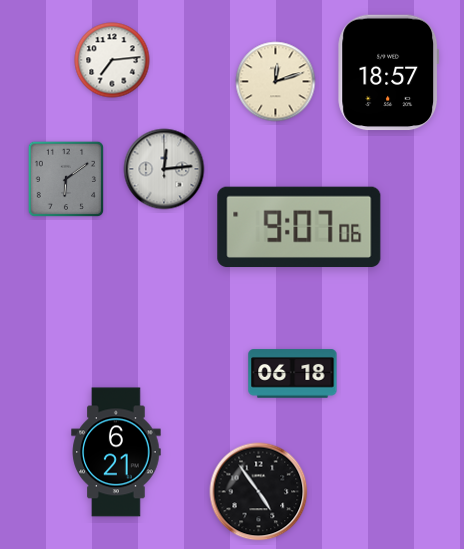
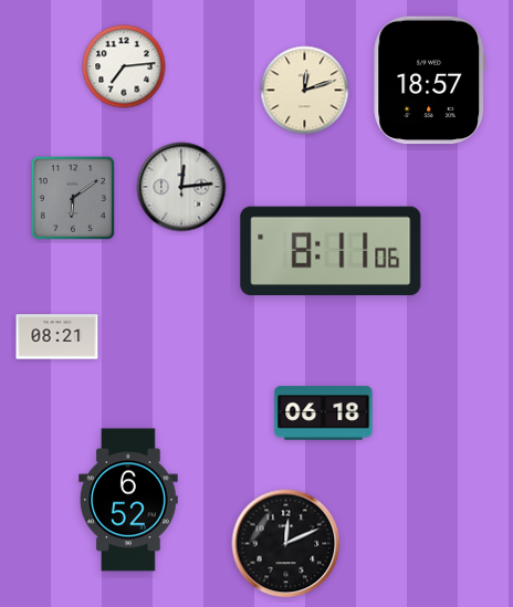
clock at (299, 227): 9:07 -> 8:11
clock at (57, 337): none -> 08:21
clock at (116, 452): 6:21 -> 6:52
clock at (259, 492): 4:54 -> 12:11
